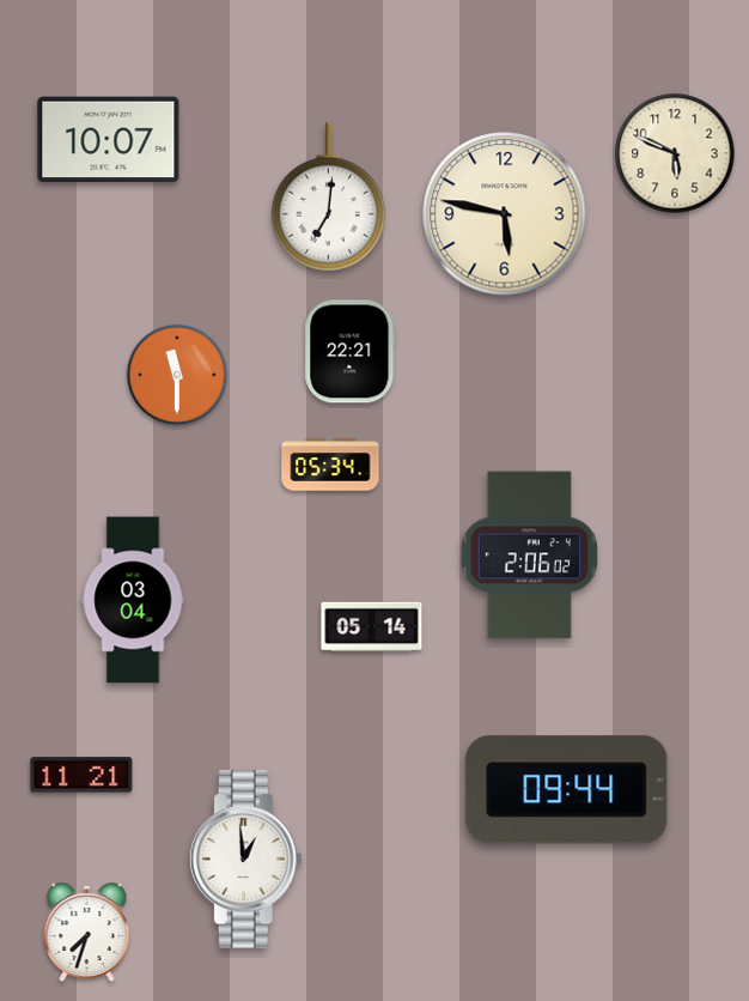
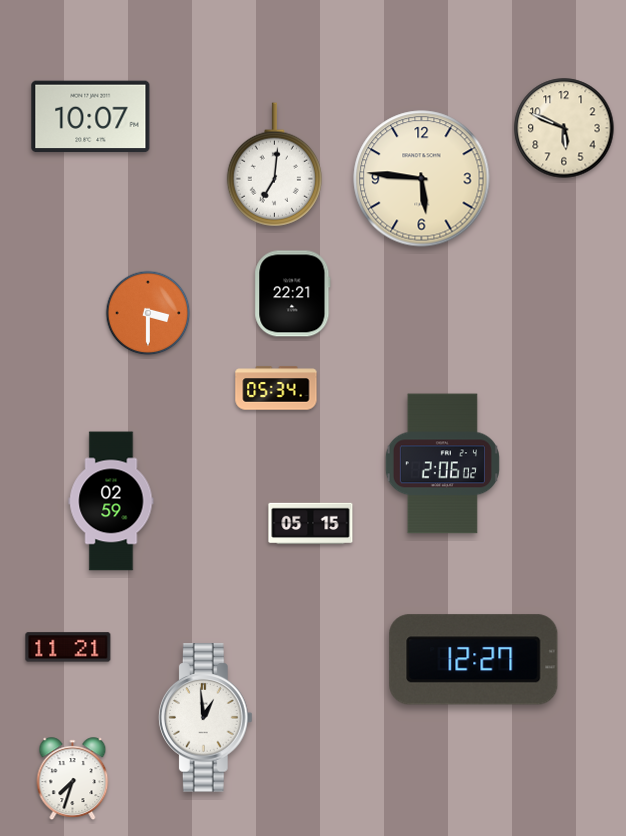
clock at (505, 214): 5:47 -> 5:46
clock at (177, 375): 11:30 -> 3:30
clock at (133, 600): 03:04 -> 02:59
clock at (372, 627): 05:14 -> 05:15
clock at (567, 790): 09:44 -> 12:27
